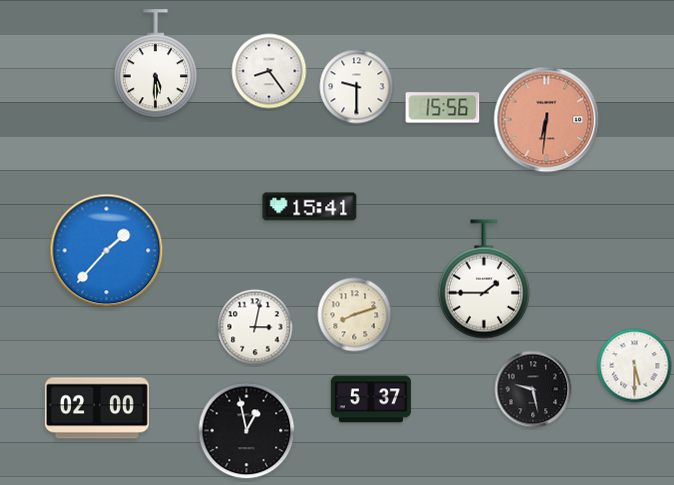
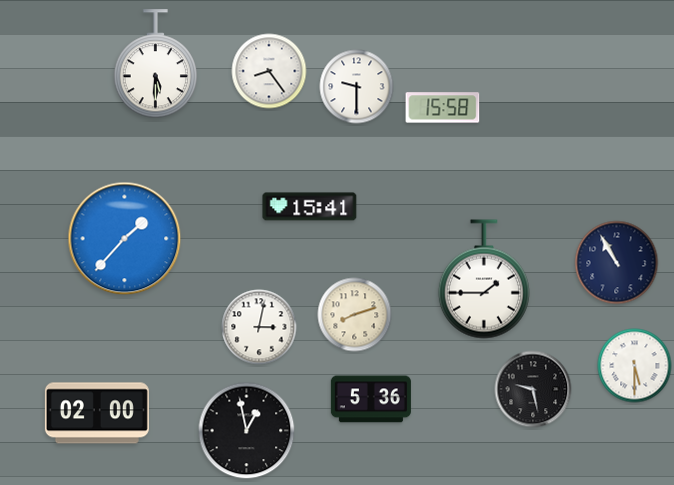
clock at (443, 108): 15:56 -> 15:58
clock at (547, 120): 6:31 -> none
clock at (107, 251) position: (107, 251) -> (125, 239)
clock at (617, 263): none -> 10:55
clock at (255, 327) position: (255, 327) -> (259, 327)
clock at (371, 399): 5:37 -> 5:36
clock at (97, 408) position: (97, 408) -> (97, 413)
